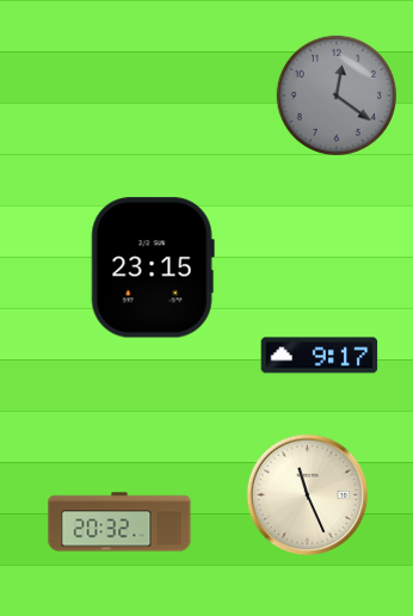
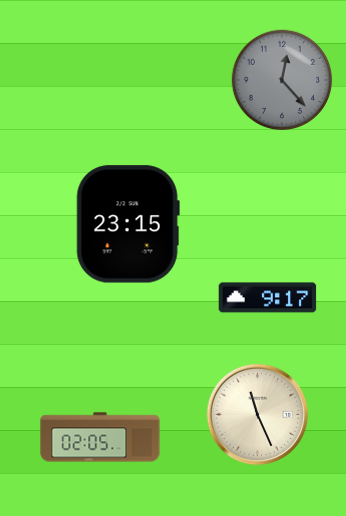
clock at (335, 94): 12:21 -> 12:23
clock at (119, 522): 20:32 -> 02:05
